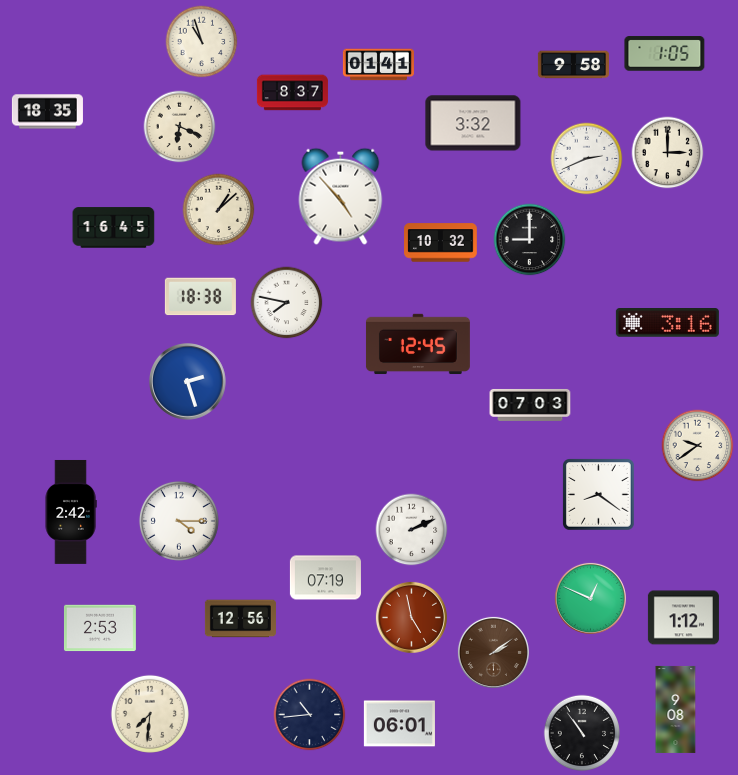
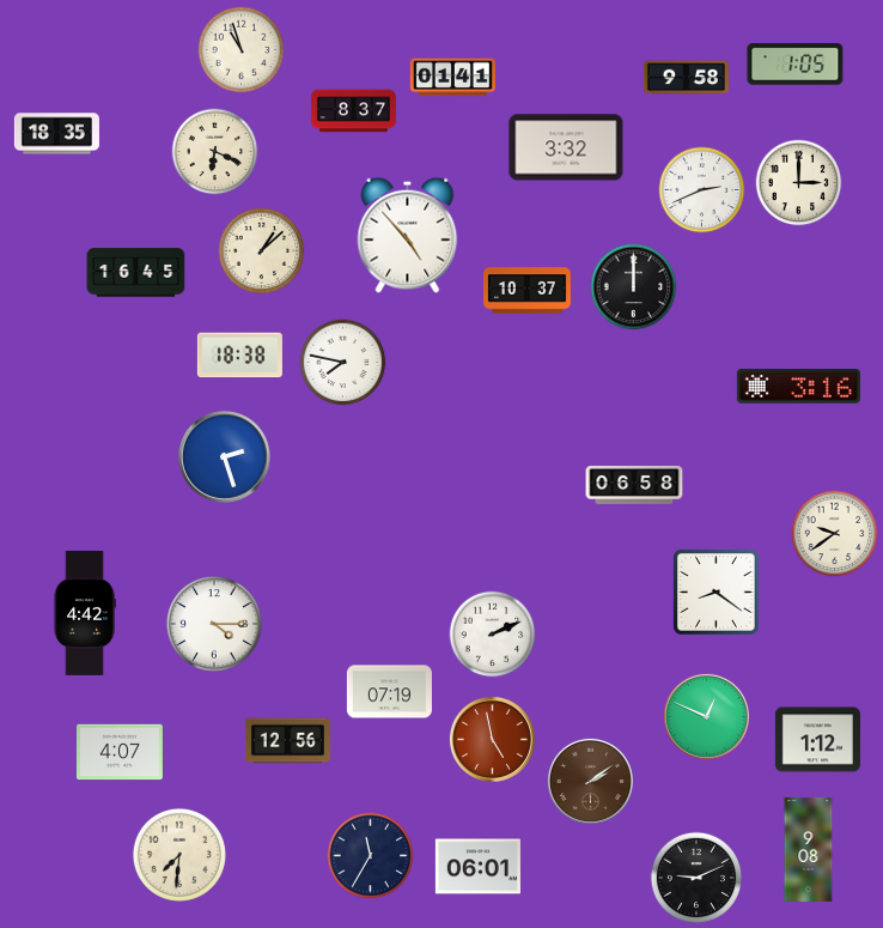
clock at (292, 93) position: (292, 93) -> (353, 111)
clock at (530, 240): 9:00 -> 12:00
clock at (441, 243): 10:32 -> 10:37
clock at (418, 344): 12:45 -> none
clock at (530, 405): 07:03 -> 06:58
clock at (71, 512): 2:42 -> 4:42
clock at (100, 628): 2:53 -> 4:07
clock at (310, 715): 10:44 -> 11:35
clock at (581, 732): 10:54 -> 9:11
